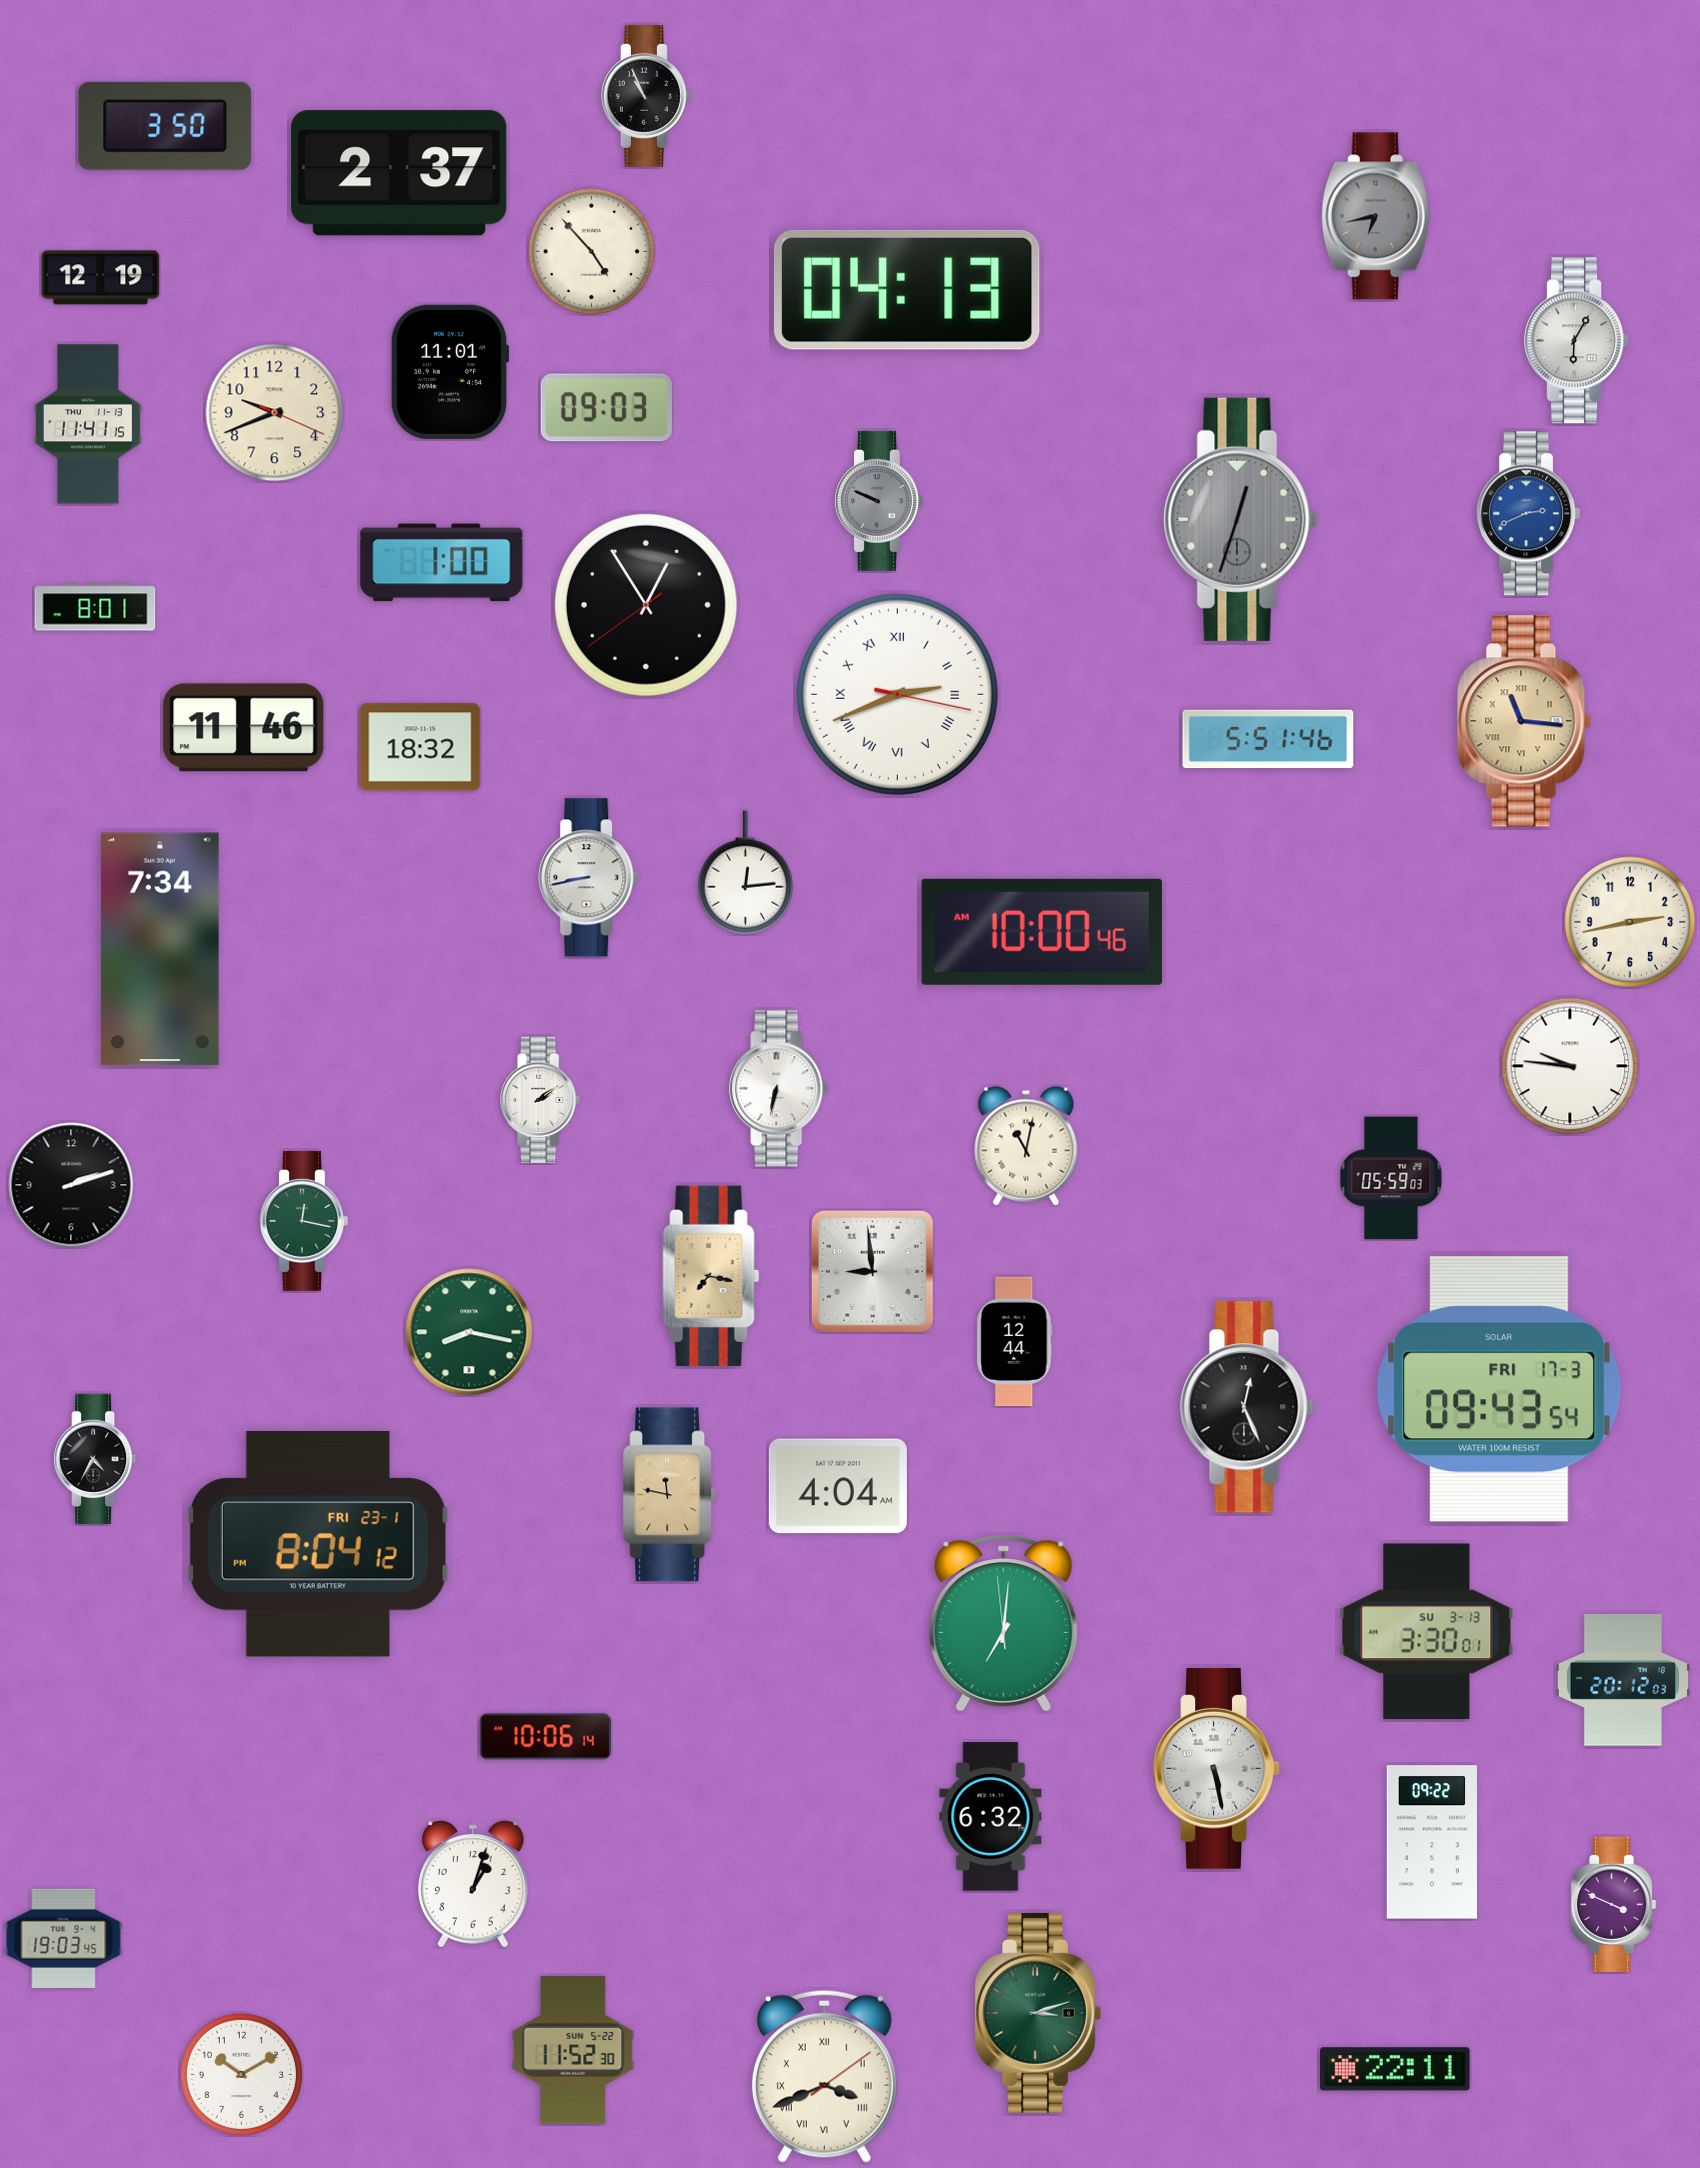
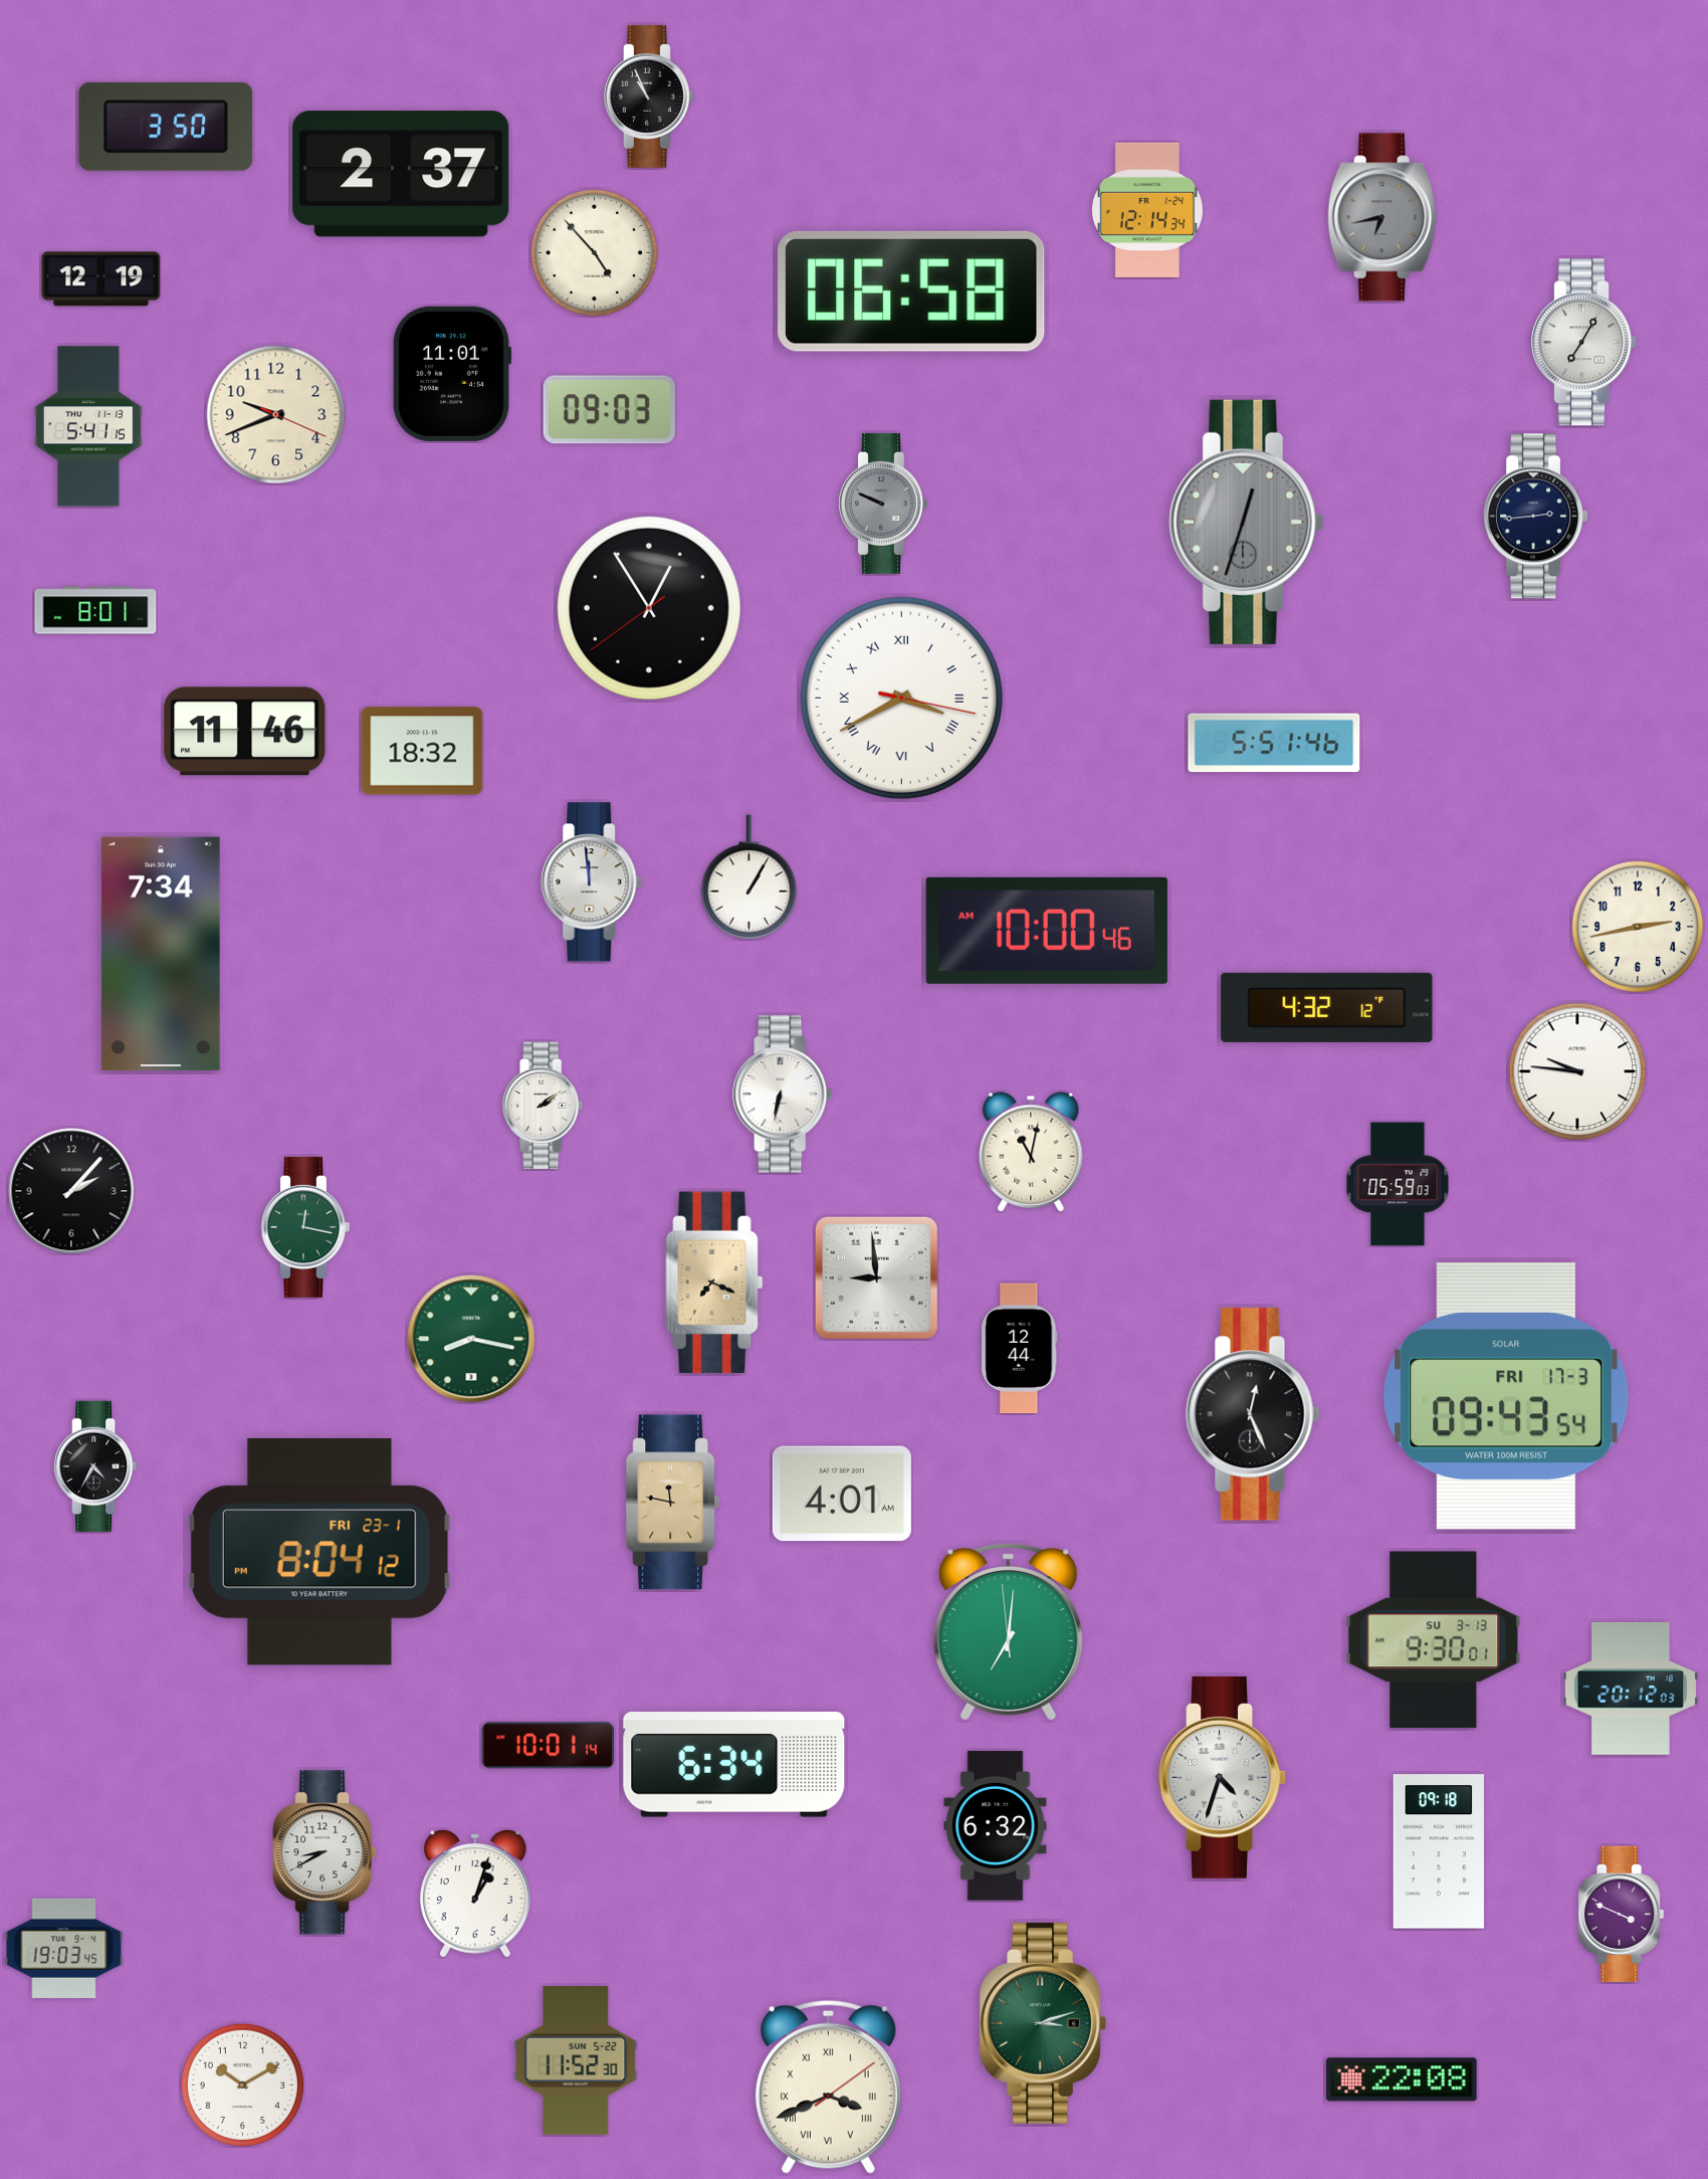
clock at (1147, 210): none -> 12:14
clock at (907, 290): 04:13 -> 06:58
clock at (1577, 341): 6:05 -> 7:05
clock at (88, 424): 11:41 -> 5:41
clock at (1529, 514): 2:41 -> 2:44
clock at (1529, 514) dial: blue -> navy
clock at (442, 563): 1:00 -> none
clock at (897, 694): 2:41 -> 3:40
clock at (1524, 721): 11:16 -> none
clock at (745, 873): 12:14 -> 1:05
clock at (589, 878): 8:43 -> 11:59
clock at (1042, 932) position: (1042, 932) -> (1047, 931)
clock at (1327, 1007): none -> 4:32
clock at (71, 1185): 2:12 -> 2:07
clock at (711, 1276): 7:17 -> 7:19
clock at (838, 1486): 4:04 -> 4:01
clock at (1427, 1632): 3:30 -> 9:30
clock at (545, 1737): 10:06 -> 10:01
clock at (734, 1765): none -> 6:34
clock at (1217, 1768): 5:28 -> 4:33
clock at (1432, 1842): 09:22 -> 09:18
clock at (325, 1852): none -> 8:40
clock at (1395, 2069): 22:11 -> 22:08
